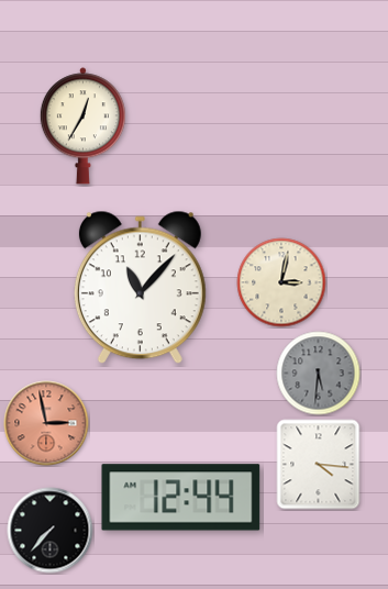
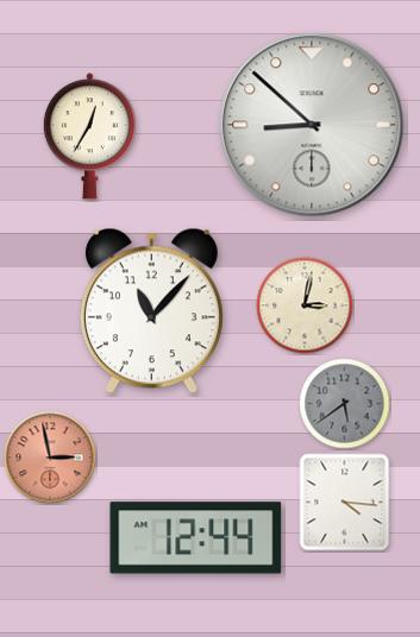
clock at (312, 125): none -> 8:52
clock at (319, 374): 5:31 -> 5:39
clock at (51, 531): 7:37 -> none
